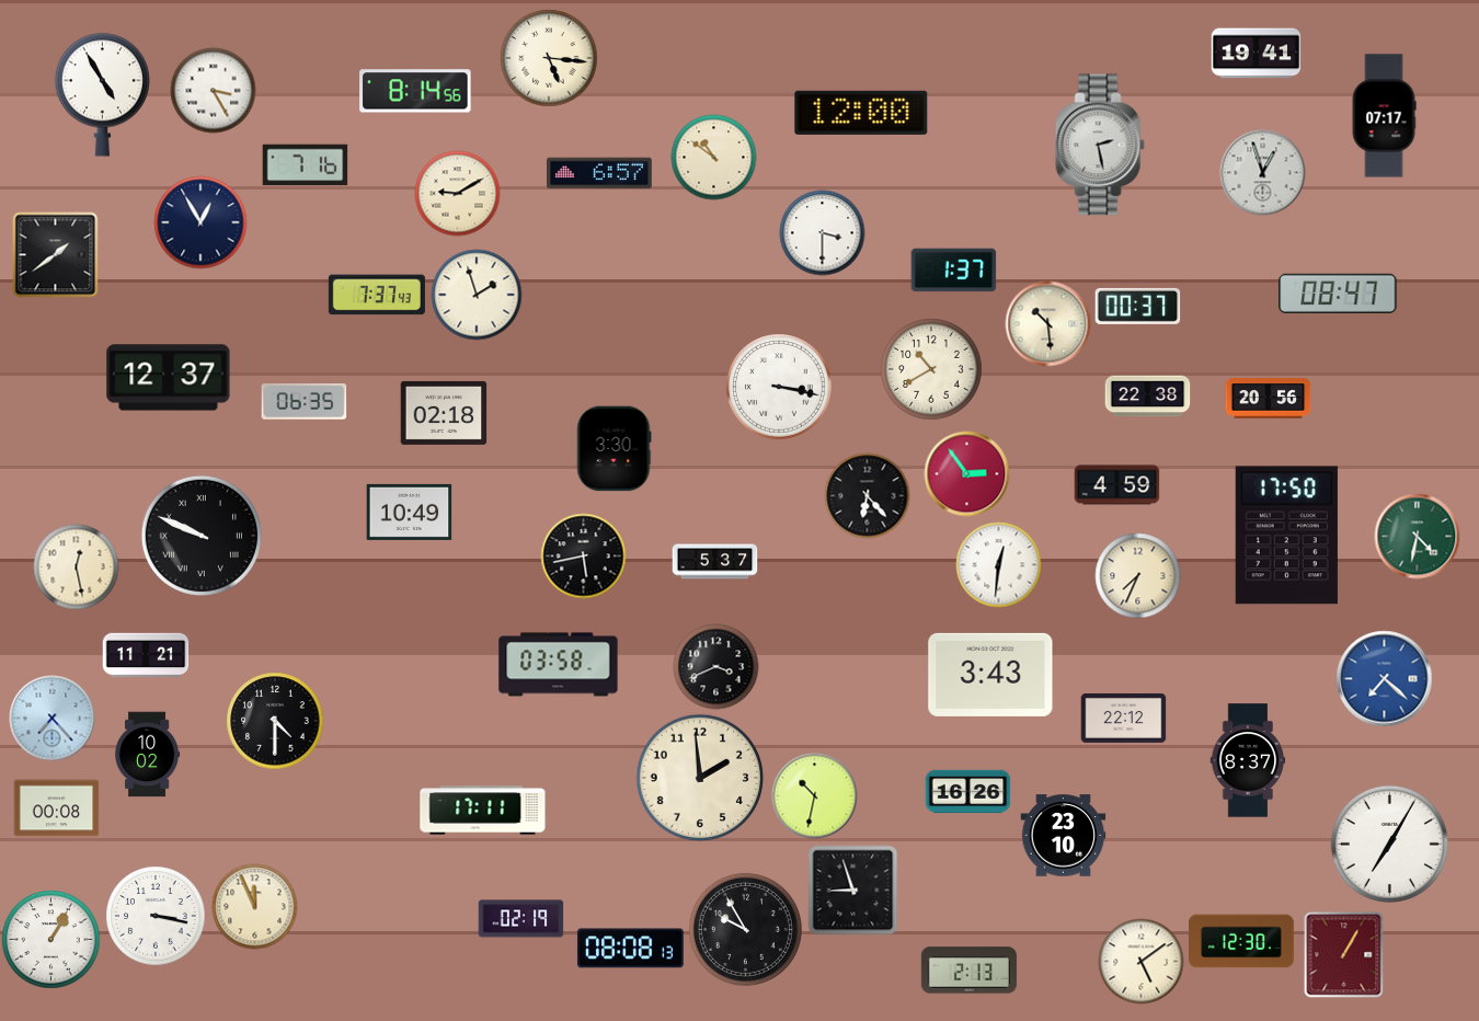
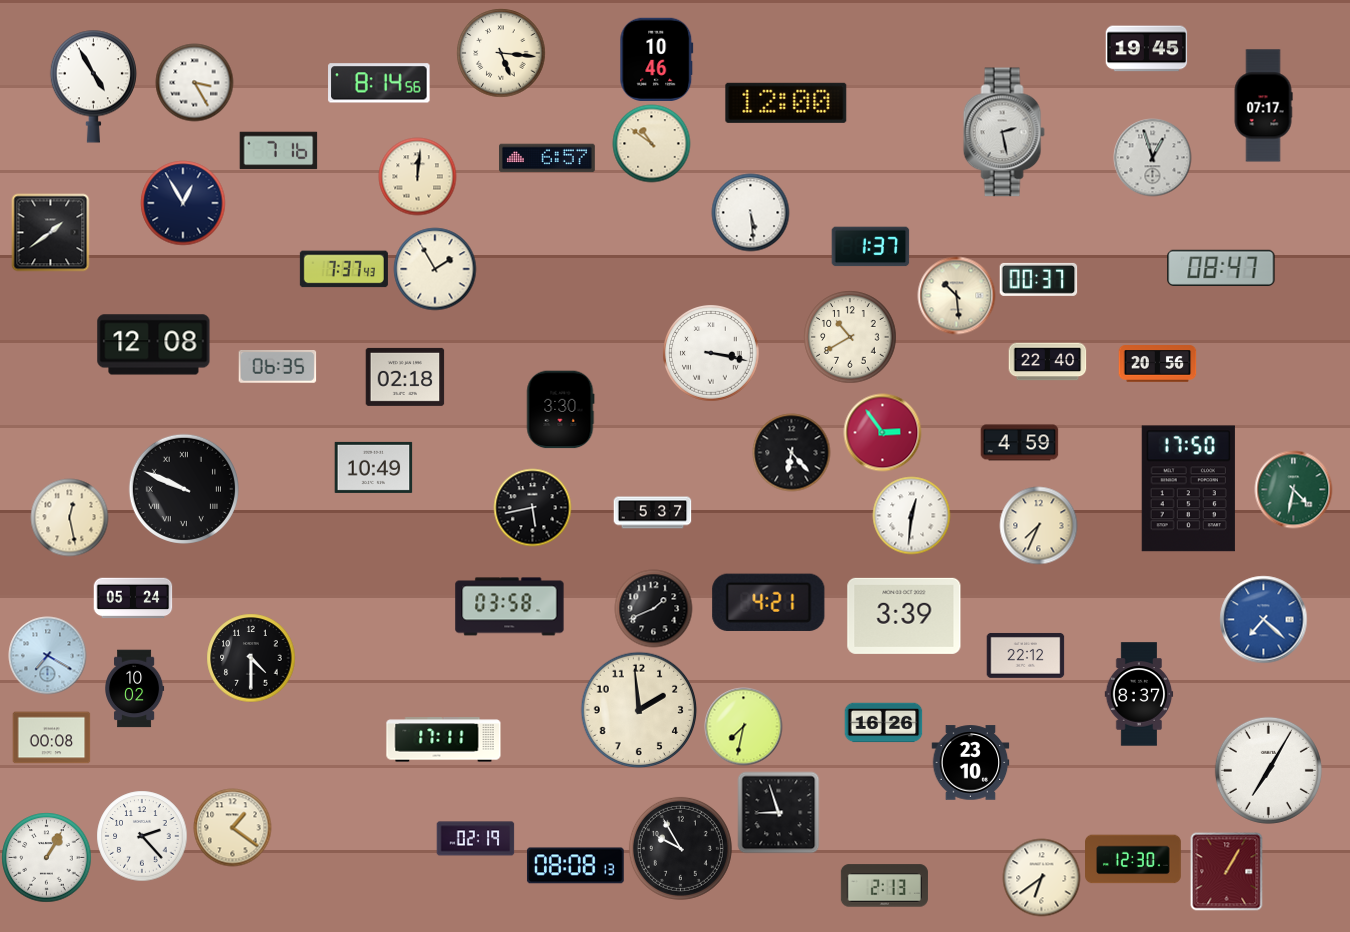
clock at (1256, 54): 19:41 -> 19:45
clock at (657, 59): none -> 10:46
clock at (457, 193): 9:10 -> 12:01
clock at (822, 232): 3:30 -> 5:29
clock at (477, 295): 1:57 -> 1:55
clock at (169, 378): 12:37 -> 12:08
clock at (1147, 397): 22:38 -> 22:40
clock at (1286, 536) position: (1286, 536) -> (1188, 489)
clock at (146, 655): 11:21 -> 05:24
clock at (769, 602): none -> 4:21
clock at (715, 666): 3:41 -> 1:41
clock at (990, 675): 3:43 -> 3:39
clock at (51, 718): 7:23 -> 7:20
clock at (814, 795): 10:32 -> 7:32
clock at (483, 811) position: (483, 811) -> (444, 740)
clock at (254, 906): 11:56 -> 1:21
clock at (156, 916): 3:17 -> 2:23
clock at (1140, 961): 5:09 -> 6:39
